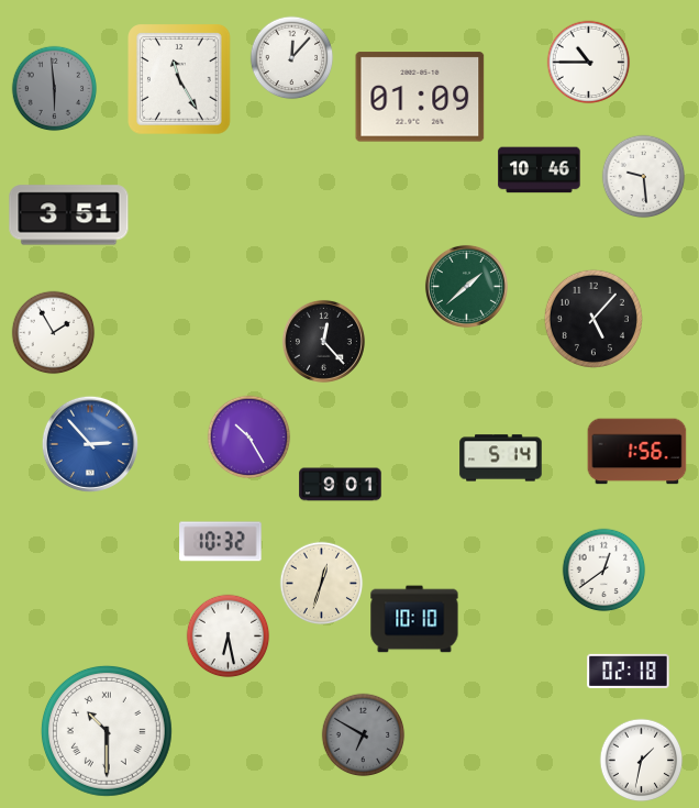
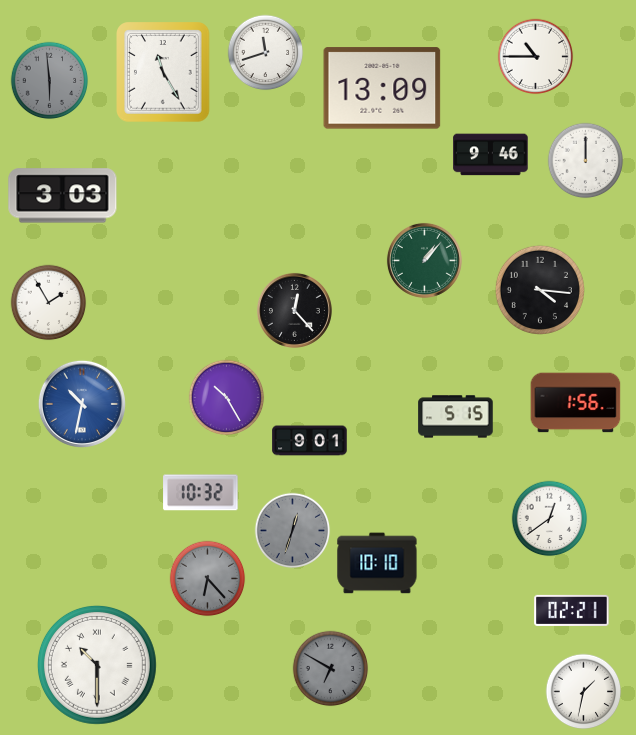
clock at (292, 58): 12:07 -> 11:42
clock at (420, 97): 01:09 -> 13:09
clock at (540, 170): 10:46 -> 9:46
clock at (644, 177): 9:29 -> 12:00
clock at (69, 215): 3:51 -> 3:03
clock at (466, 286): 1:38 -> 1:07
clock at (593, 319): 5:07 -> 4:16
clock at (90, 444): 2:53 -> 10:32
clock at (637, 452) position: (637, 452) -> (576, 403)
clock at (501, 458): 5:14 -> 5:15
clock at (322, 584) dial: cream -> grey
clock at (229, 637): 6:28 -> 6:23
clock at (229, 637) dial: white -> grey
clock at (629, 671): 02:18 -> 02:21
